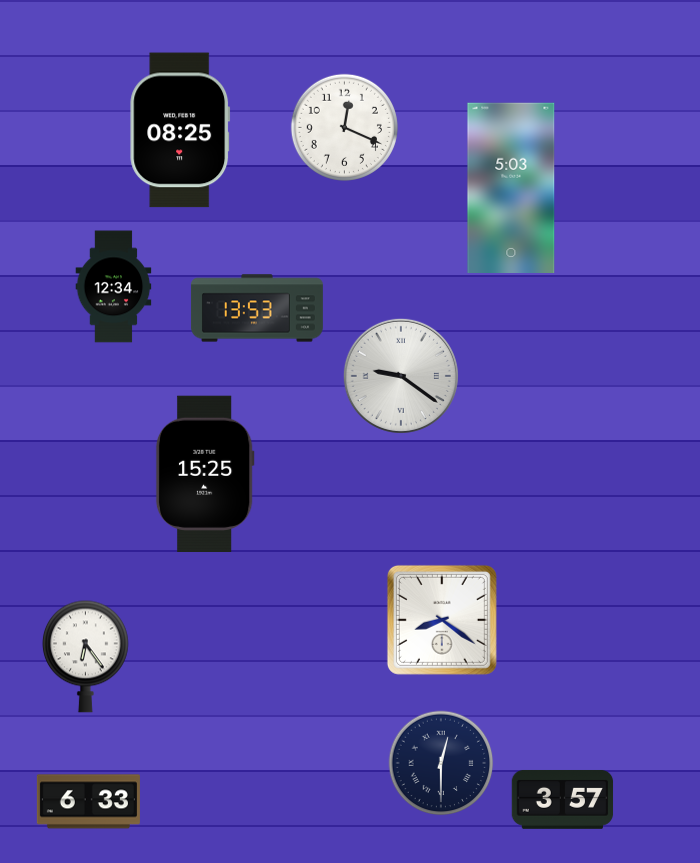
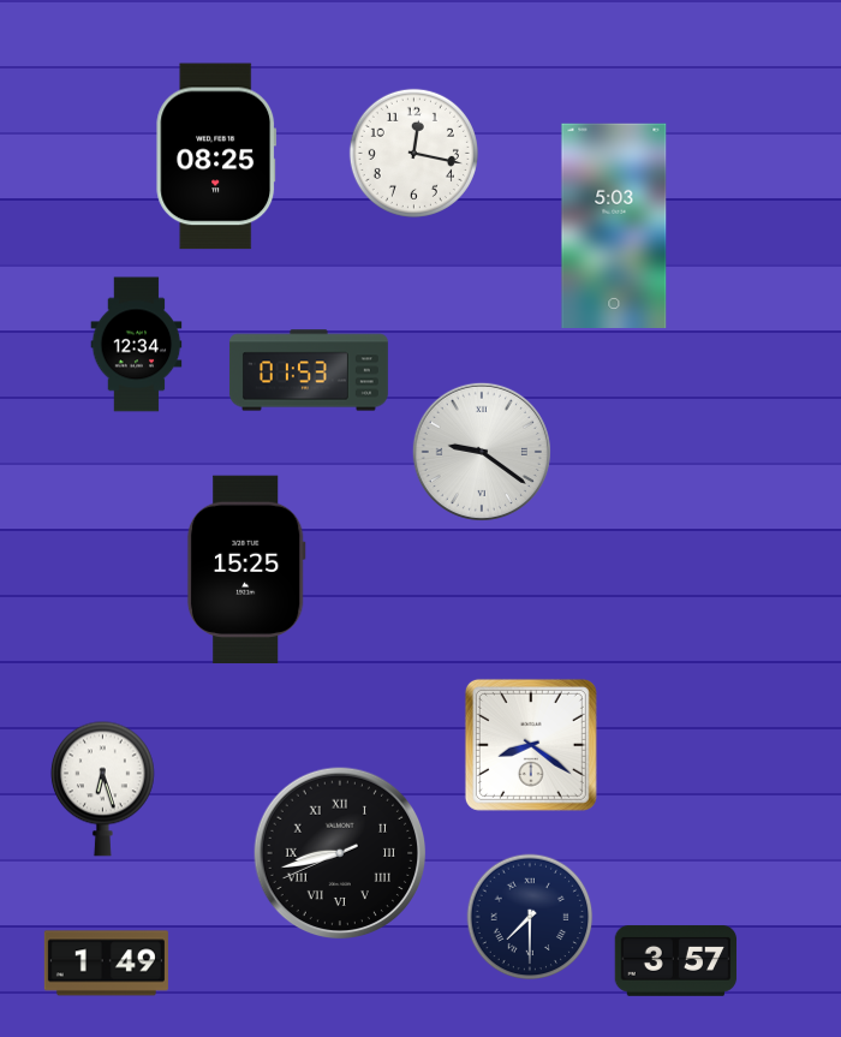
clock at (344, 127): 12:19 -> 12:17
clock at (257, 308): 13:53 -> 01:53
clock at (86, 656): 6:24 -> 6:27
clock at (340, 853): none -> 8:42
clock at (441, 763): 12:30 -> 7:30
clock at (88, 802): 6:33 -> 1:49
